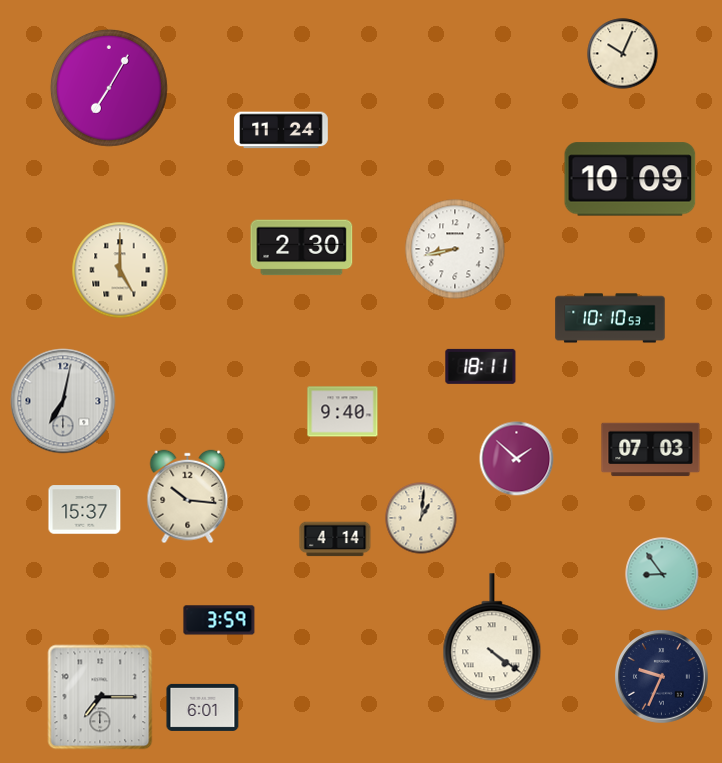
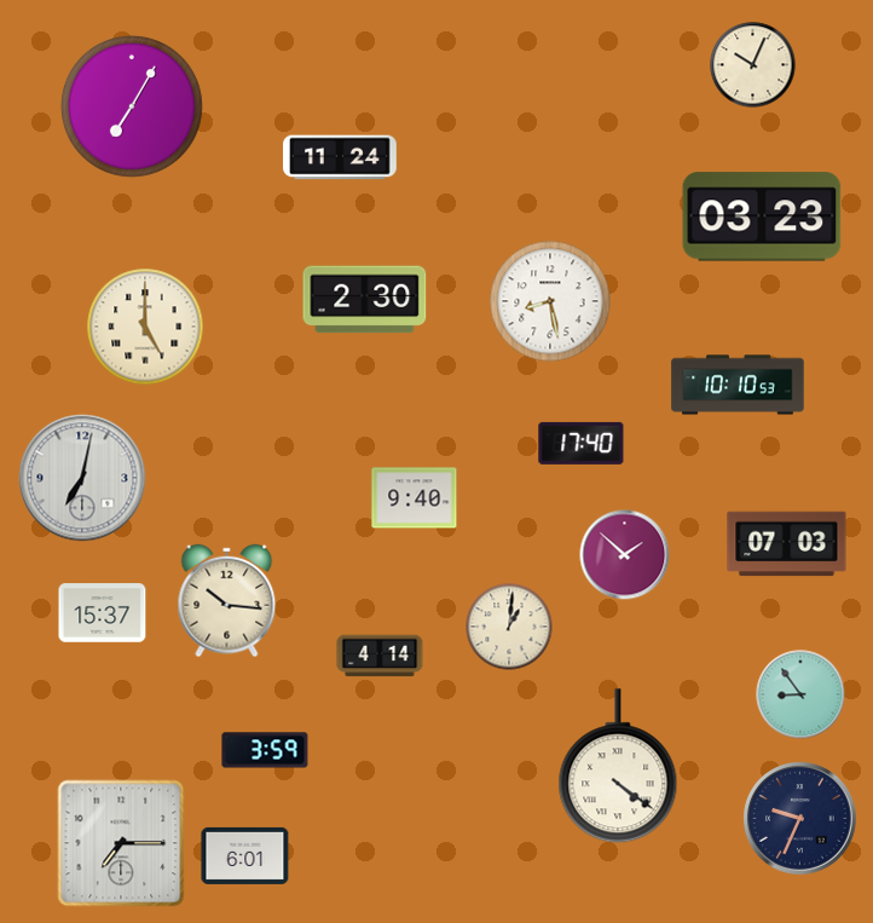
clock at (630, 179): 10:09 -> 03:23
clock at (455, 249): 8:43 -> 8:28
clock at (481, 366): 18:11 -> 17:40
clock at (63, 401) position: (63, 401) -> (82, 478)
clock at (85, 510) position: (85, 510) -> (103, 613)
clock at (335, 539) position: (335, 539) -> (380, 656)
clock at (492, 638) position: (492, 638) -> (618, 767)
